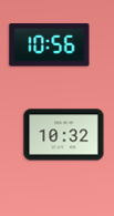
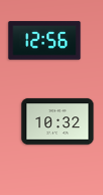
clock at (50, 45): 10:56 -> 12:56
